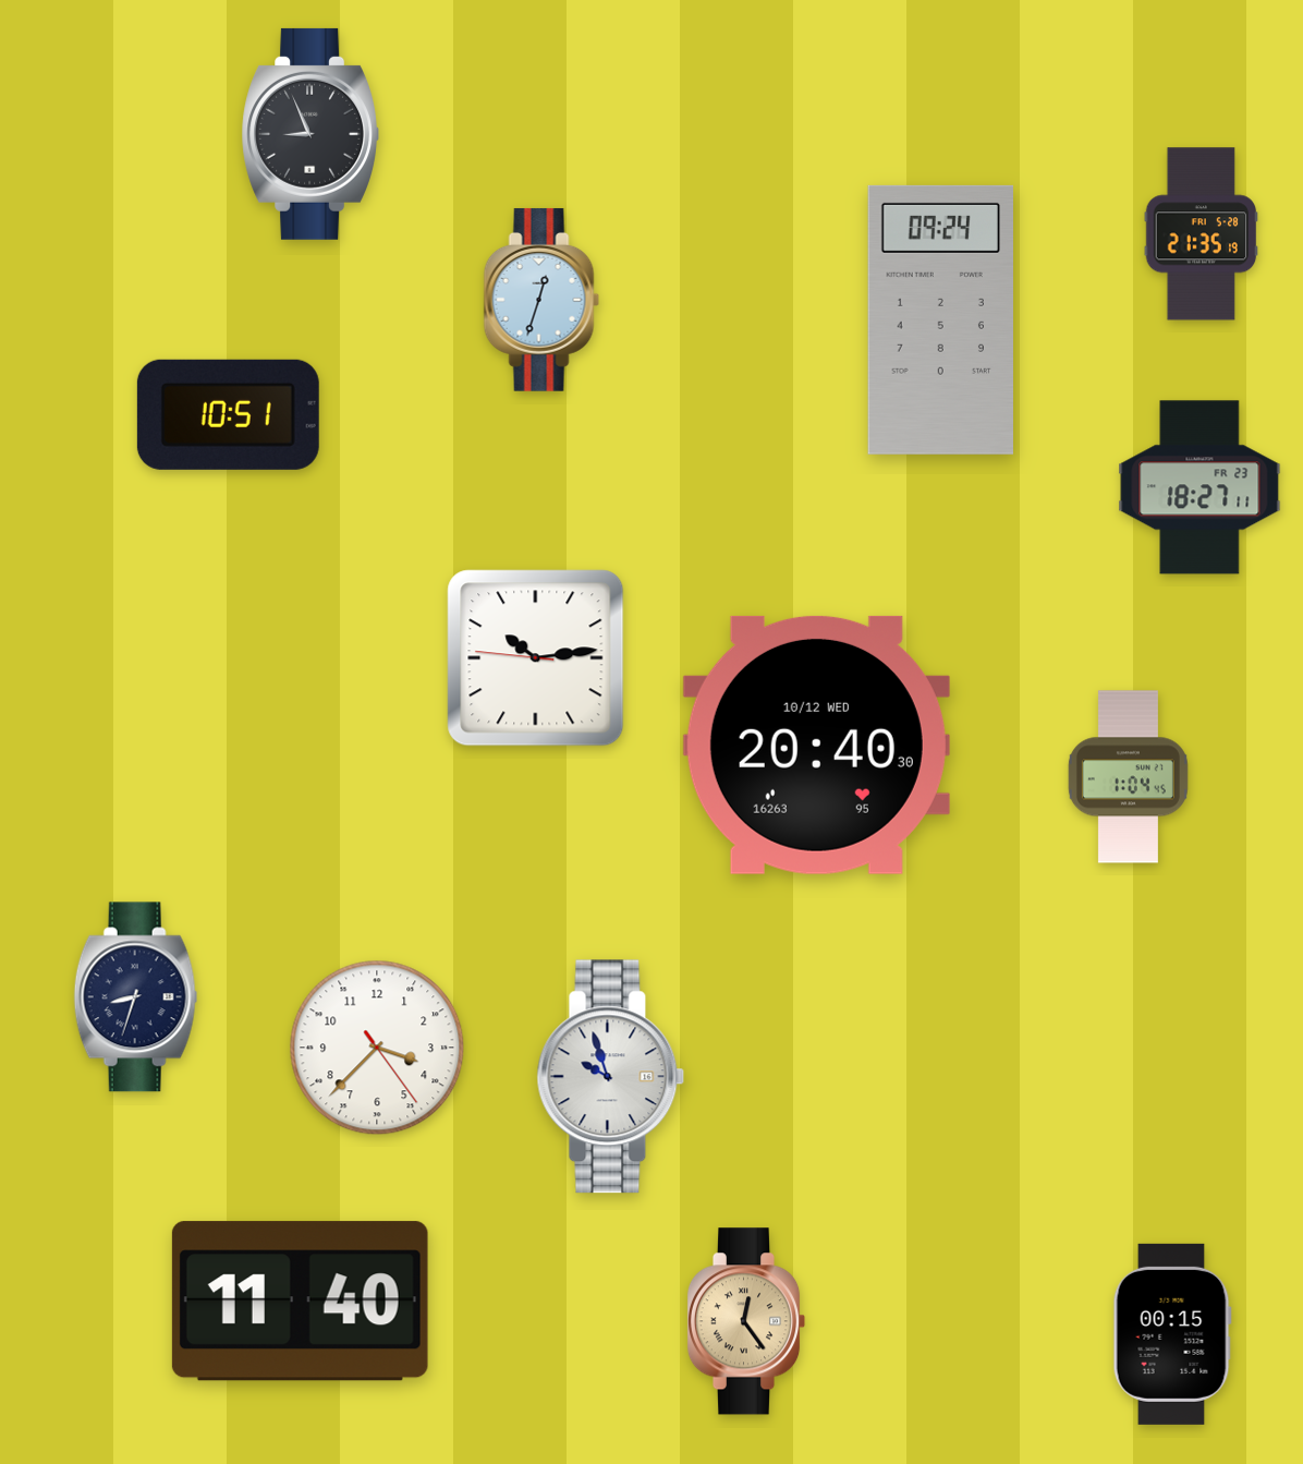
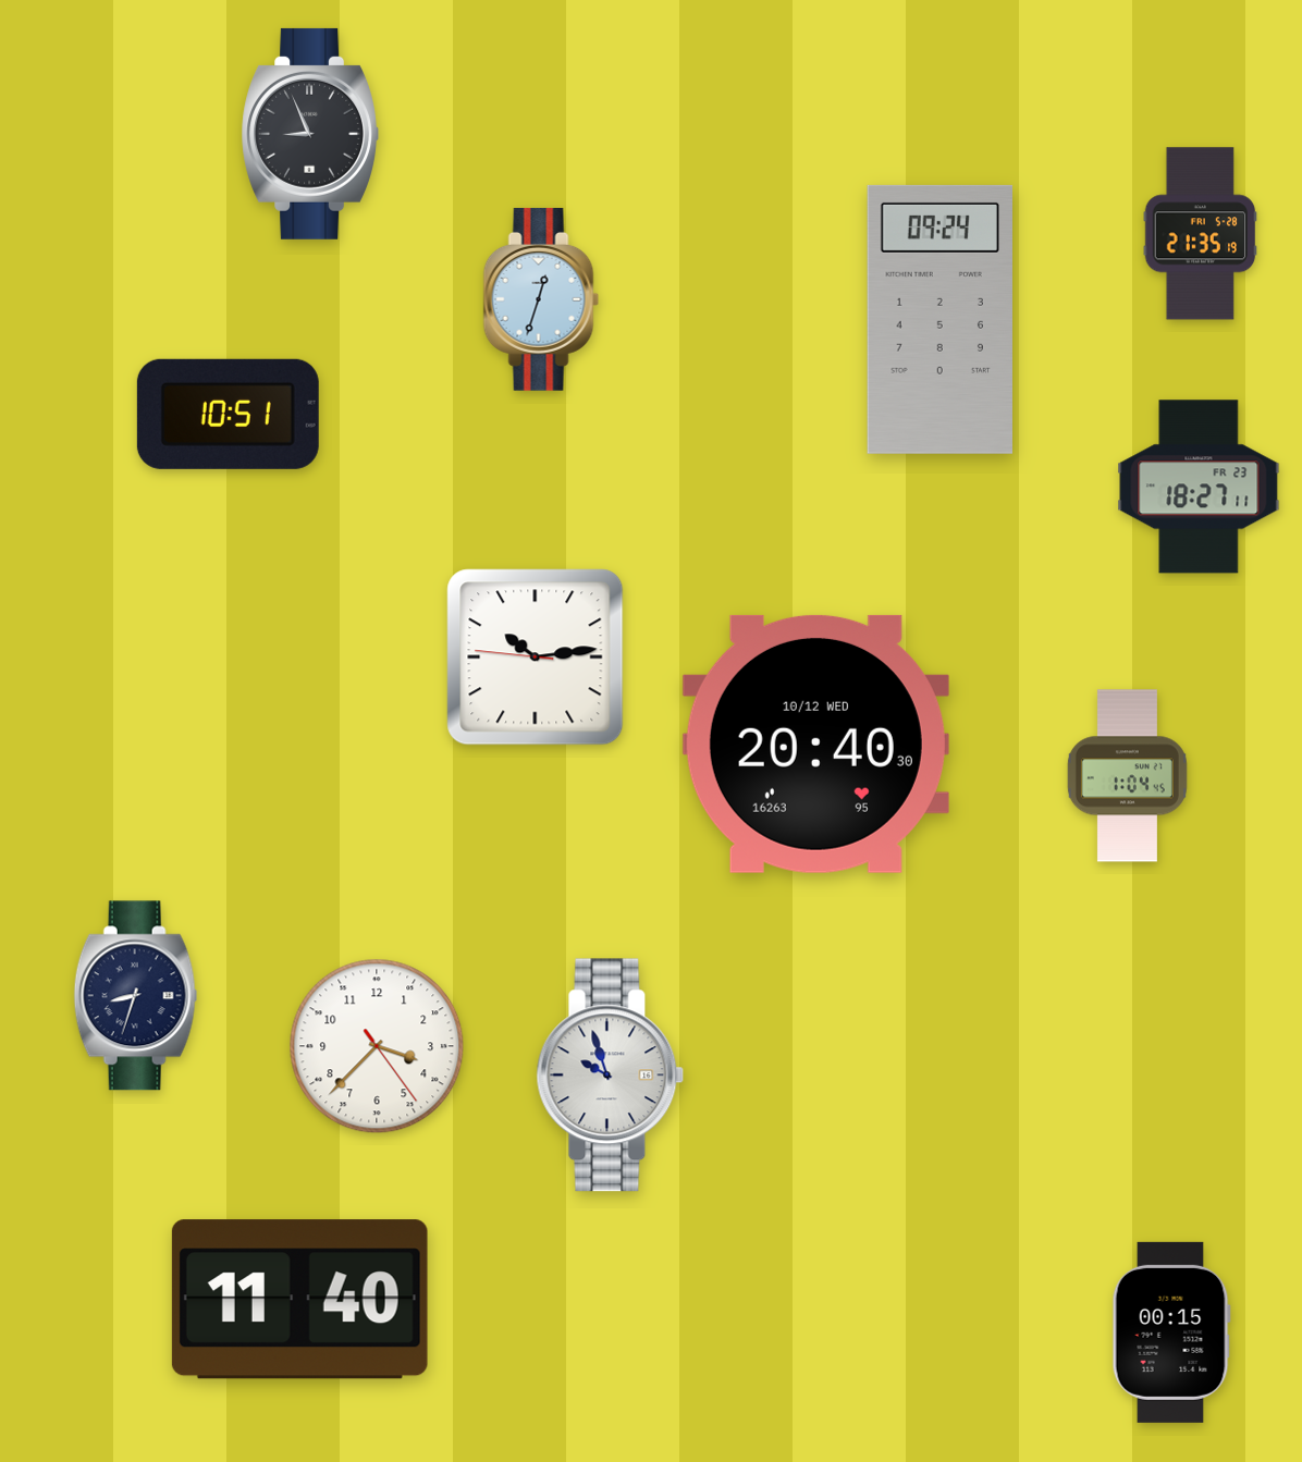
clock at (746, 1321): 12:24 -> none
